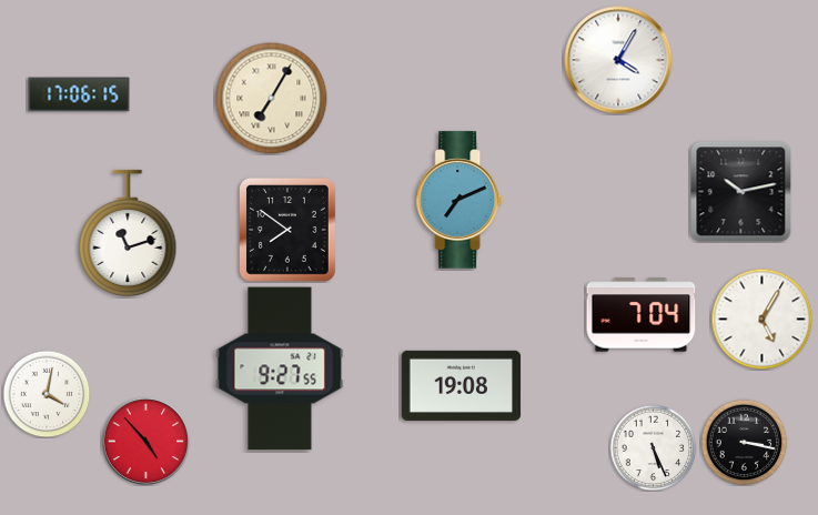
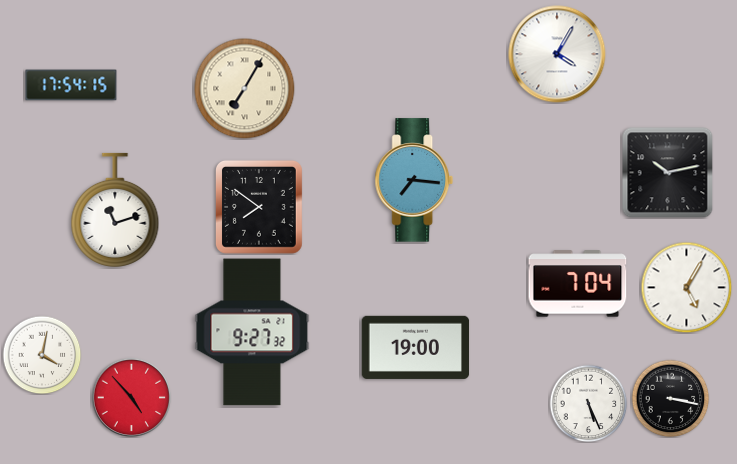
clock at (79, 94): 17:06 -> 17:54
clock at (460, 200): 7:11 -> 7:16
clock at (280, 368): 9:27:55 -> 9:27:32
clock at (462, 385): 19:08 -> 19:00
